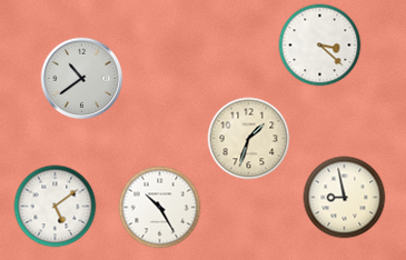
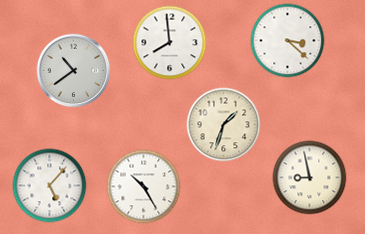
clock at (170, 43): none -> 7:59
clock at (56, 207): 5:09 -> 5:07
